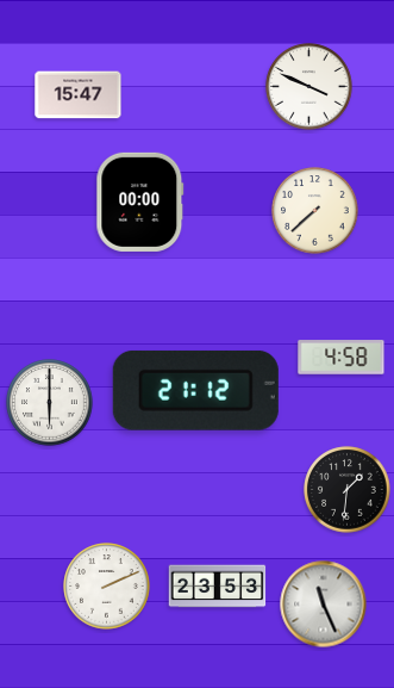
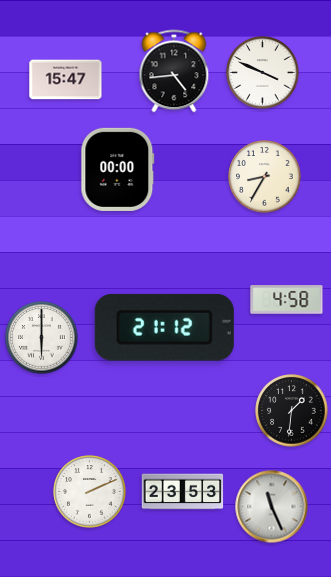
clock at (174, 71): none -> 4:44
clock at (309, 87) position: (309, 87) -> (263, 73)
clock at (315, 211): 7:38 -> 8:35
